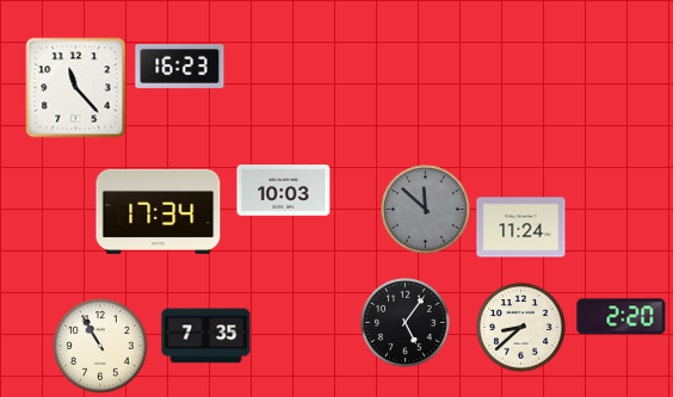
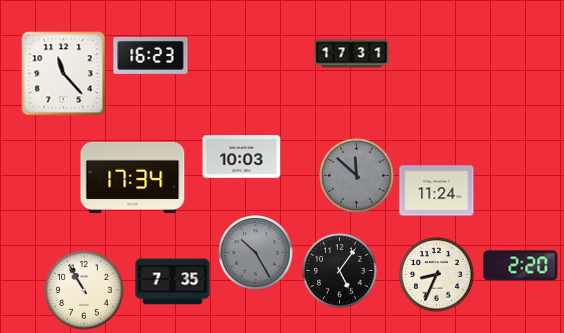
clock at (352, 54): none -> 17:31
clock at (284, 191) position: (284, 191) -> (242, 157)
clock at (256, 253): none -> 10:25
clock at (521, 328): 8:38 -> 8:34
